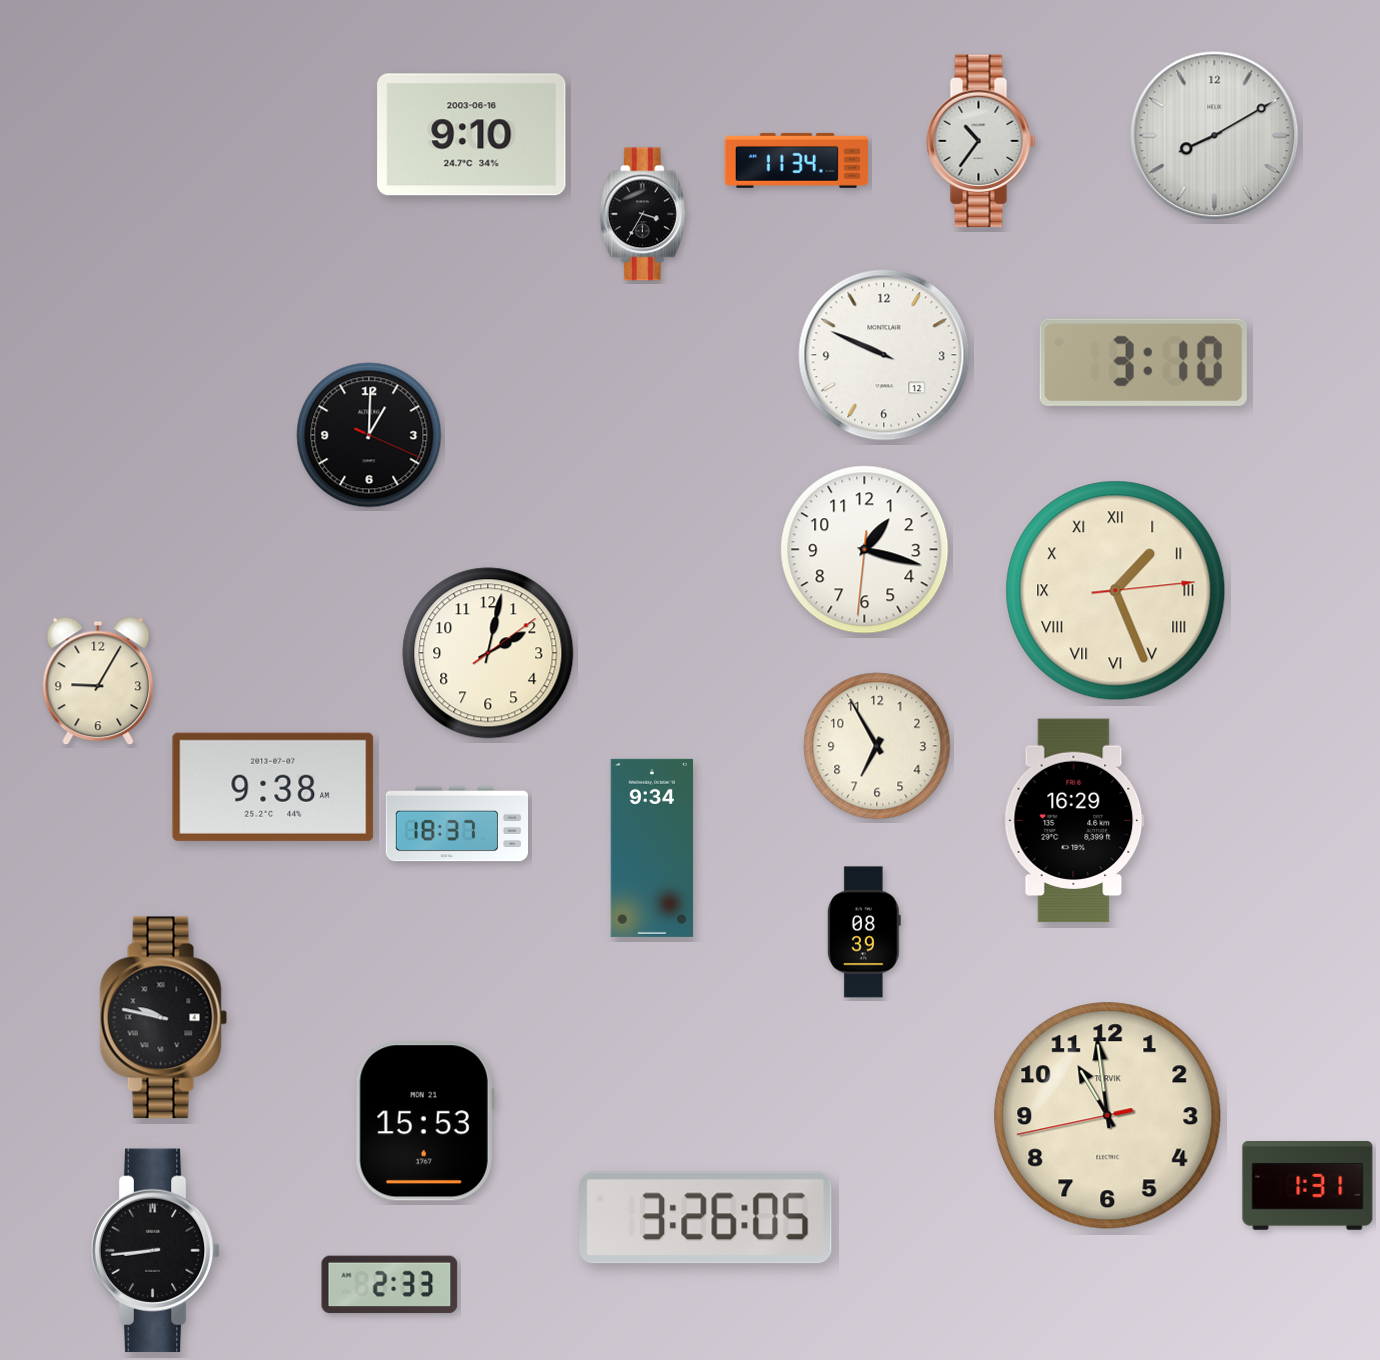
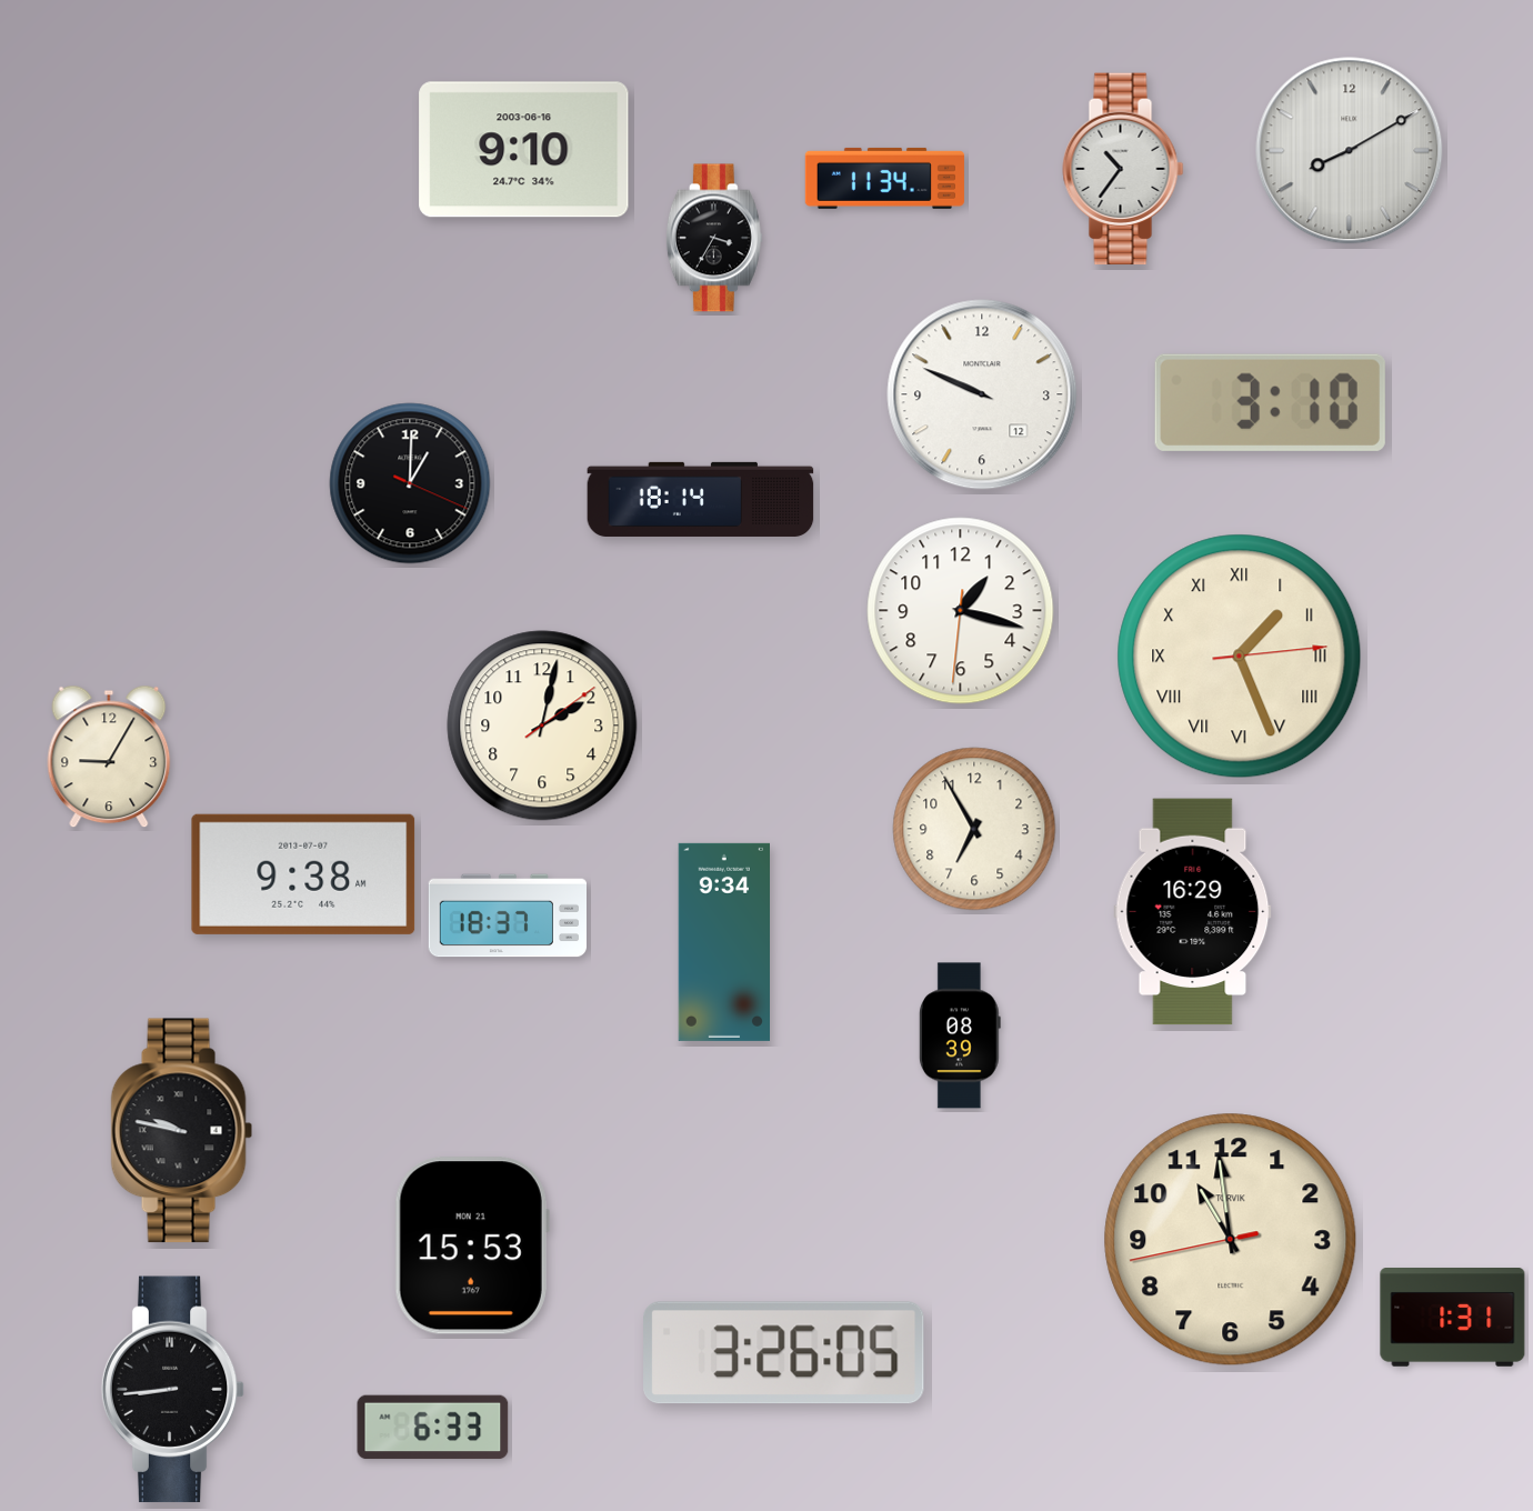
clock at (981, 141) position: (981, 141) -> (1123, 169)
clock at (701, 499): none -> 18:14
clock at (390, 1285): 2:33 -> 6:33
